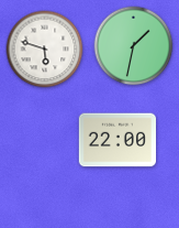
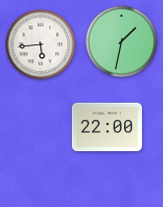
clock at (45, 50): 5:48 -> 5:44
